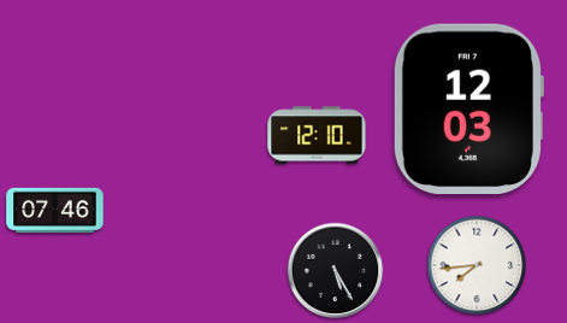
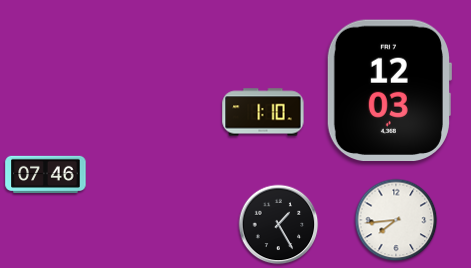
clock at (317, 135): 12:10 -> 1:10
clock at (336, 271): 5:25 -> 1:25
